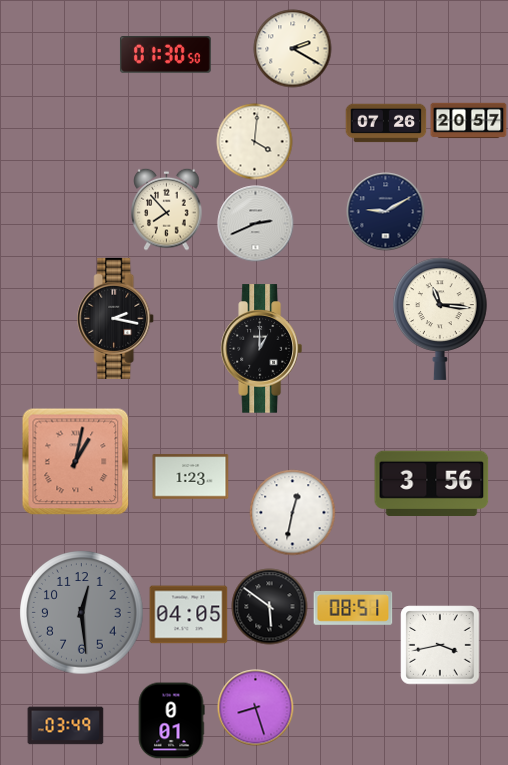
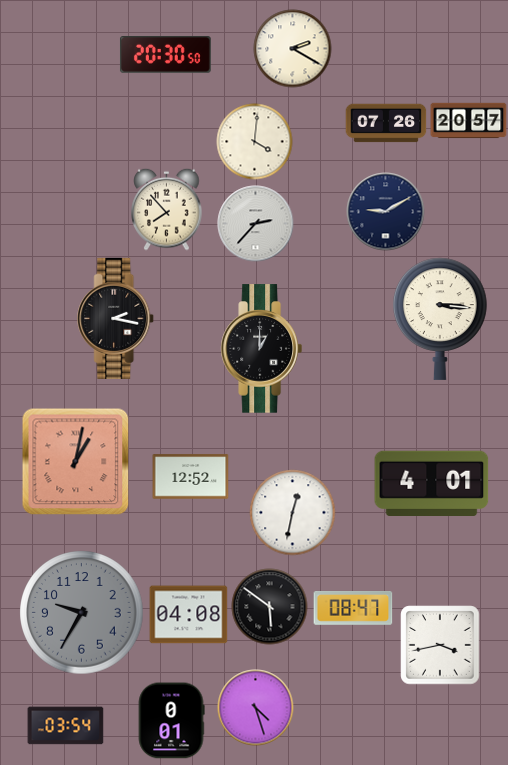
clock at (166, 55): 01:30 -> 20:30
clock at (256, 224): 2:41 -> 2:37
clock at (441, 319): 11:16 -> 3:16
clock at (191, 477): 1:23 -> 12:52
clock at (432, 483): 3:56 -> 4:01
clock at (353, 609): 08:51 -> 08:47
clock at (82, 613): 12:29 -> 9:35
clock at (189, 615): 04:05 -> 04:08
clock at (256, 708): 8:27 -> 4:27
clock at (66, 726): 03:49 -> 03:54
